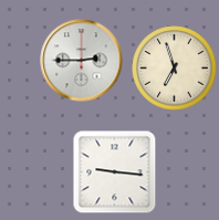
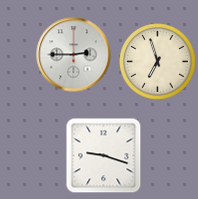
clock at (115, 172): 9:16 -> 9:18
